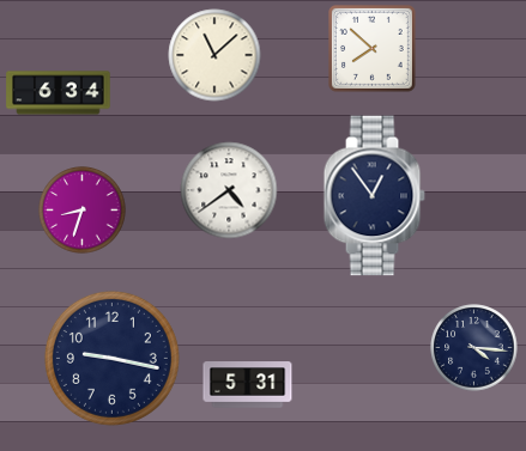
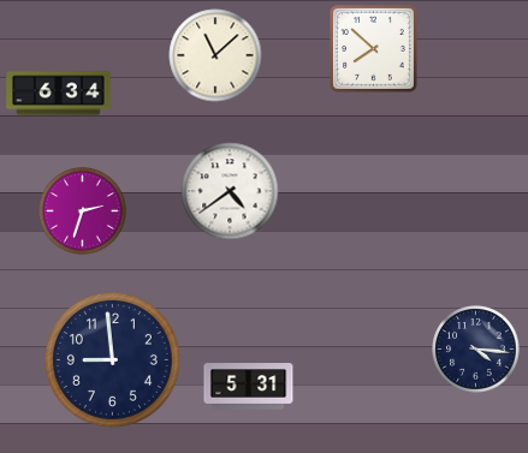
clock at (374, 196): 12:54 -> none
clock at (83, 211): 8:33 -> 2:33
clock at (111, 358): 9:17 -> 8:59
